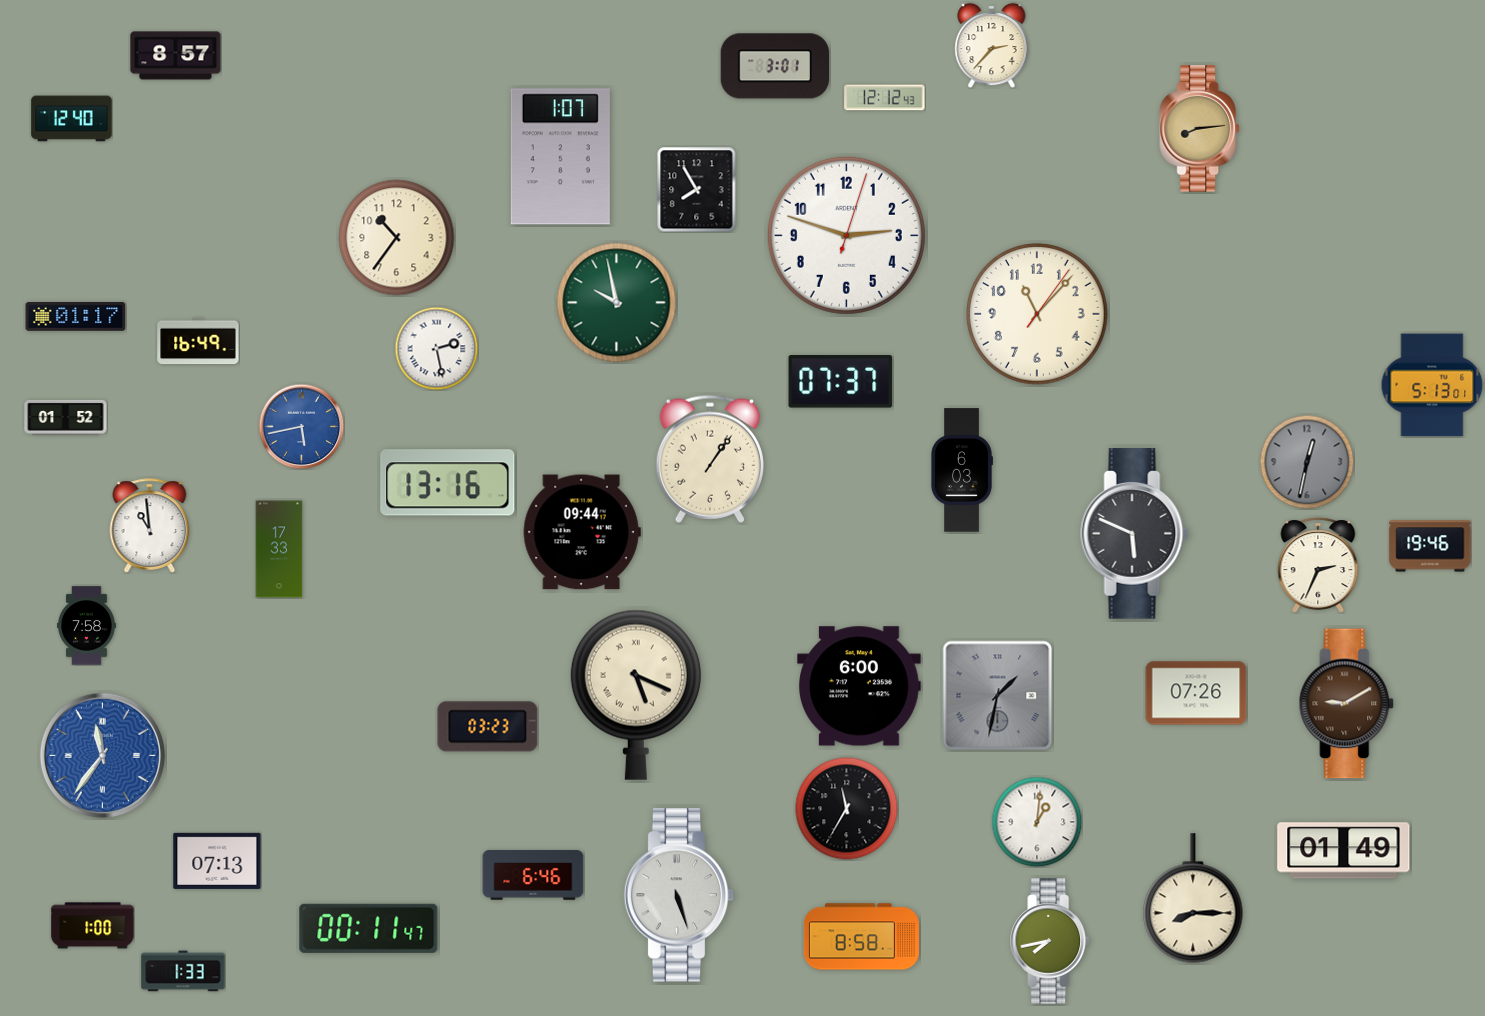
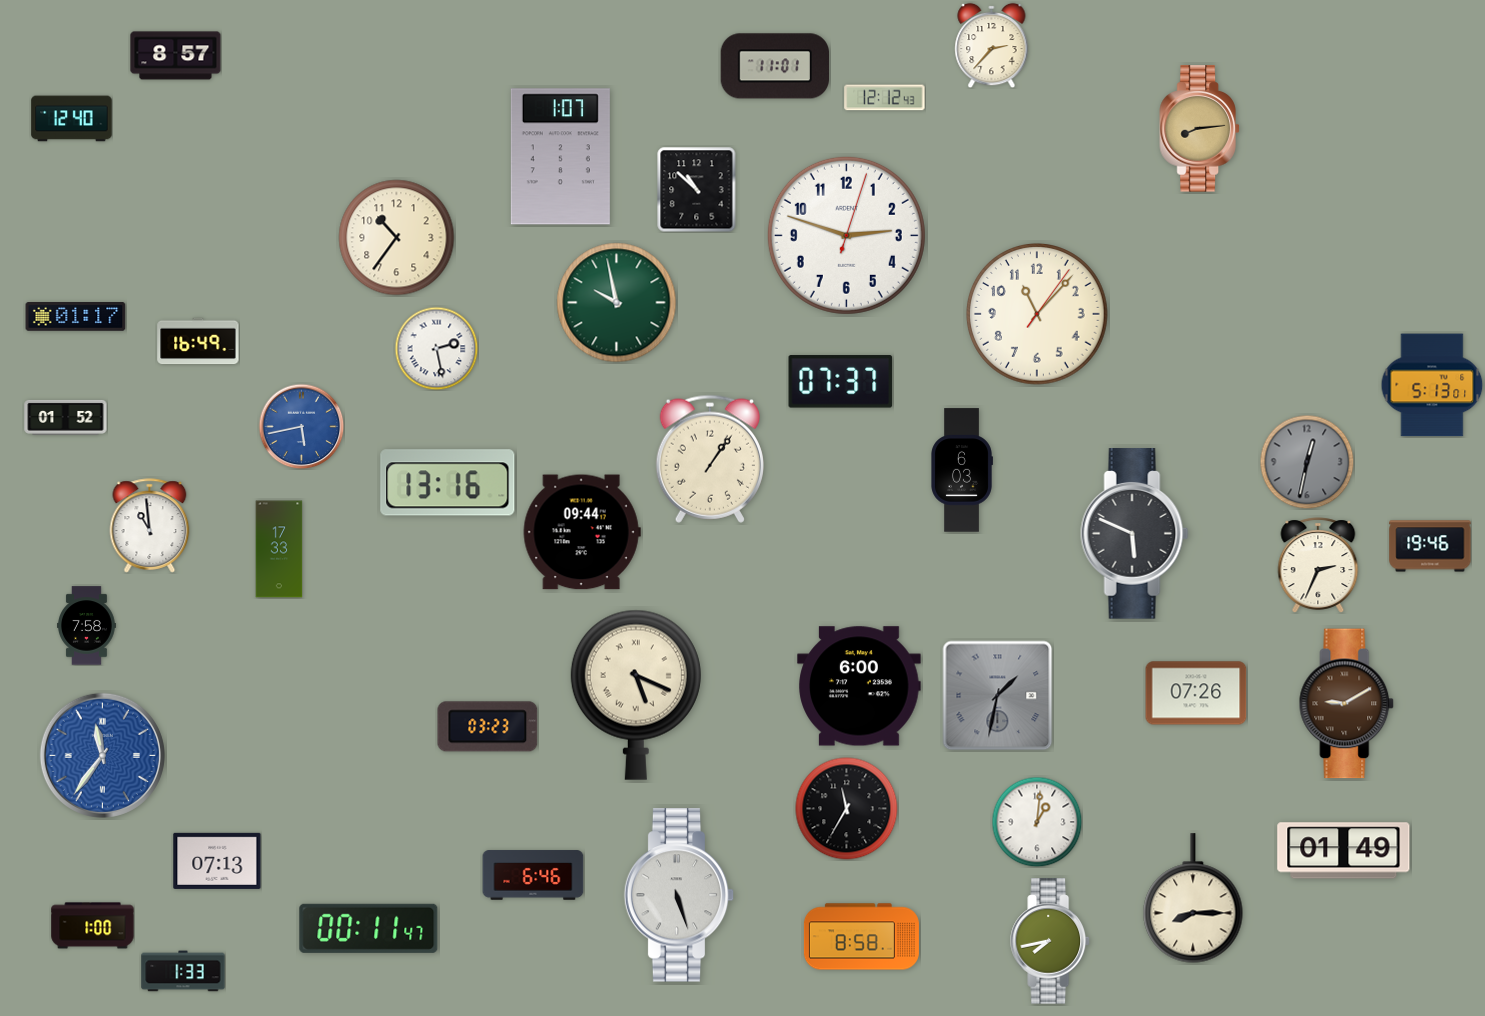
clock at (774, 66): 3:01 -> 11:01
clock at (697, 189): 7:55 -> 10:52
